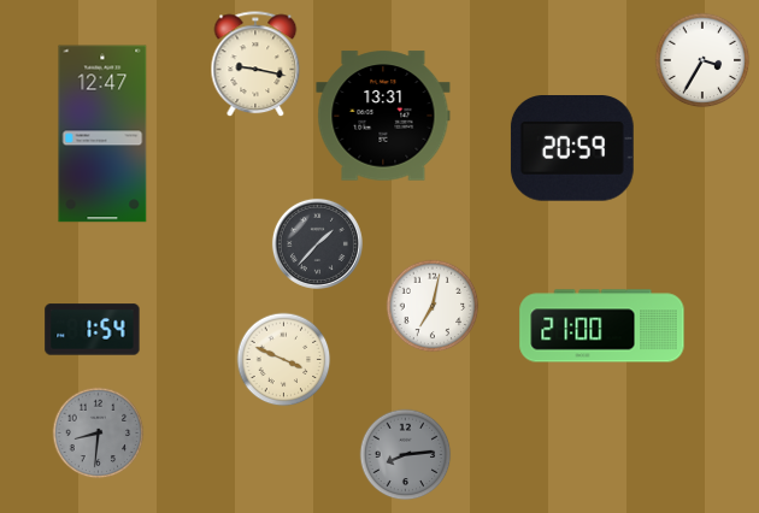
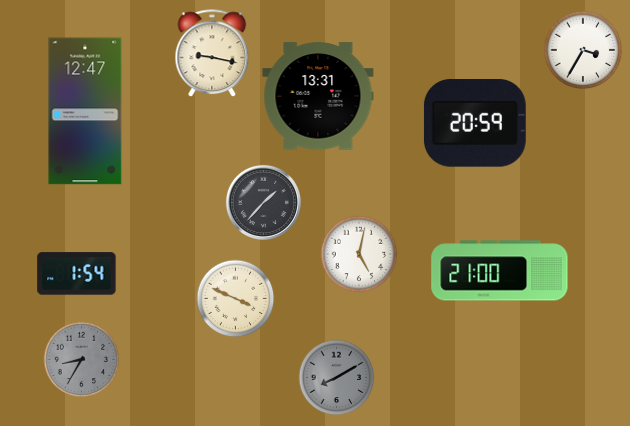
clock at (433, 306): 7:02 -> 5:02
clock at (99, 434): 8:31 -> 8:35
clock at (406, 455): 8:14 -> 8:10
